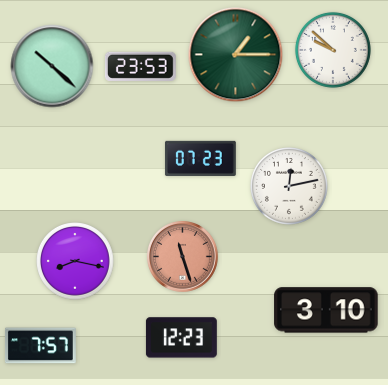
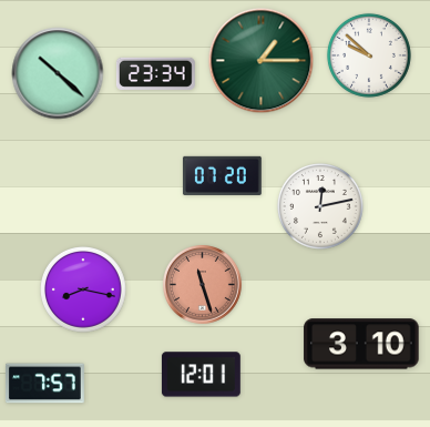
clock at (140, 66): 23:53 -> 23:34
clock at (200, 158): 07:23 -> 07:20
clock at (181, 338): 12:23 -> 12:01
